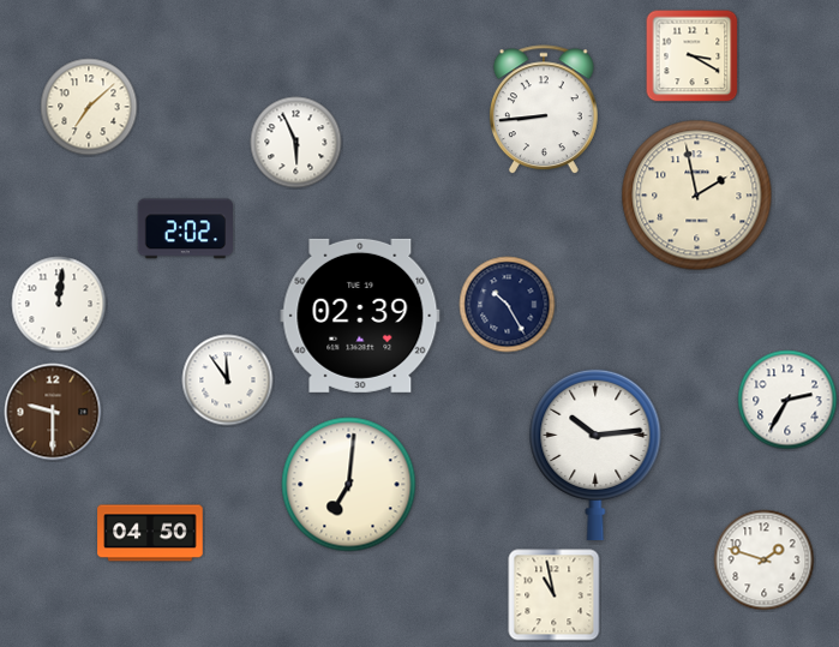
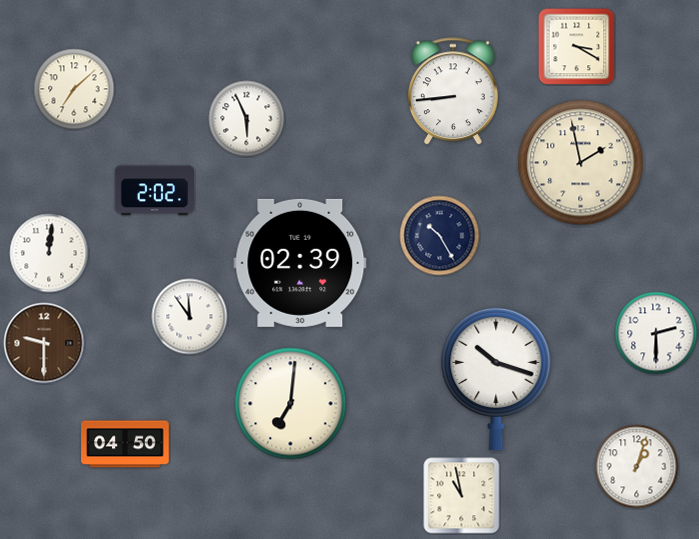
clock at (508, 305) position: (508, 305) -> (440, 236)
clock at (787, 400): 2:35 -> 2:30
clock at (595, 455): 10:14 -> 10:18
clock at (765, 561): 1:48 -> 1:03
